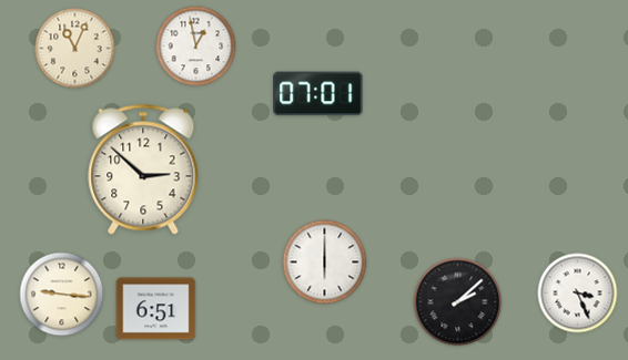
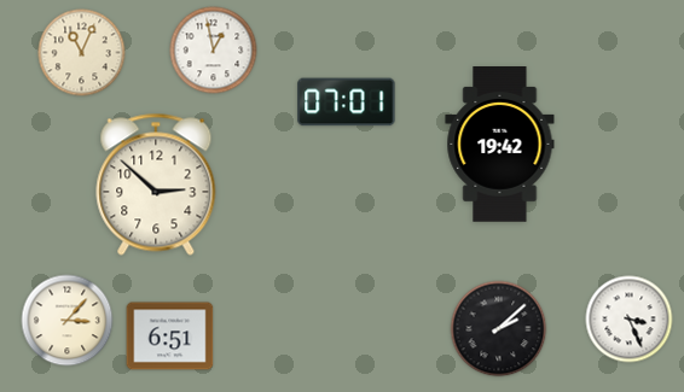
clock at (500, 145): none -> 19:42
clock at (325, 263): 6:00 -> none
clock at (62, 295): 9:16 -> 3:07
